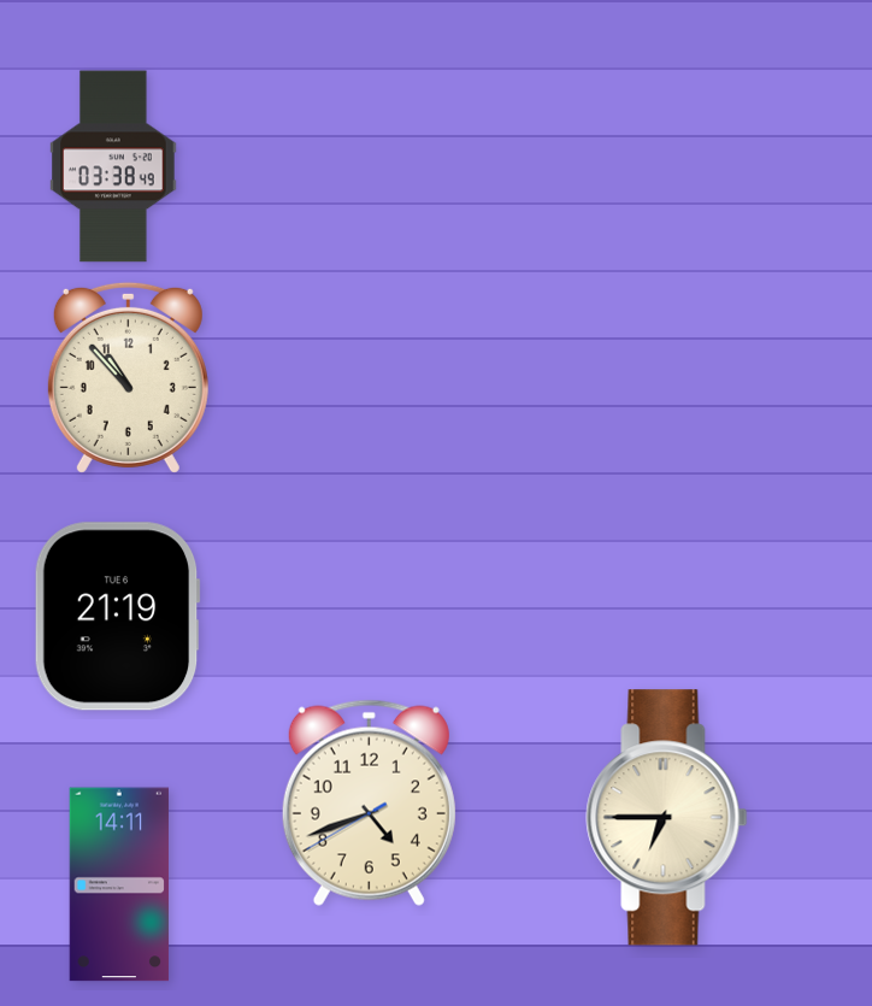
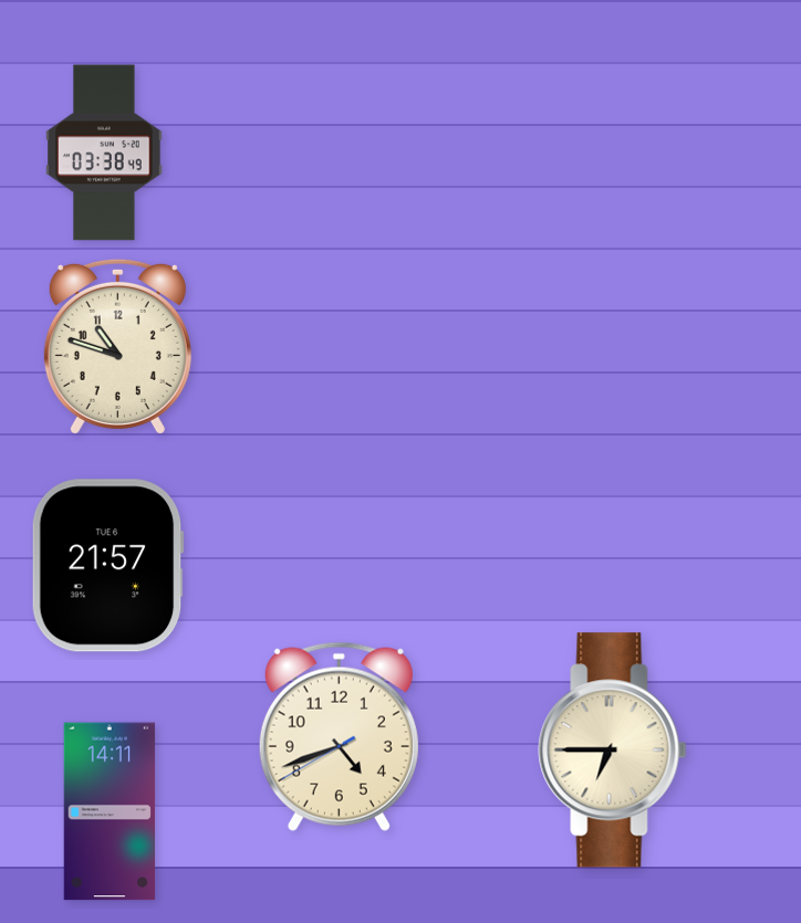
clock at (128, 377): 10:53 -> 10:48
clock at (117, 617): 21:19 -> 21:57
